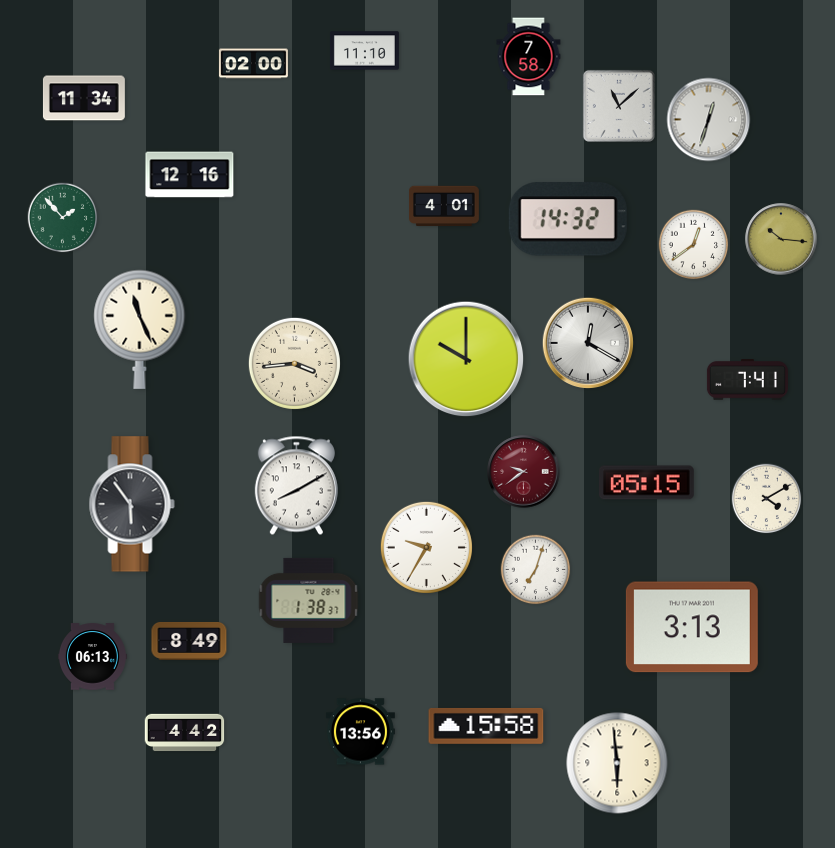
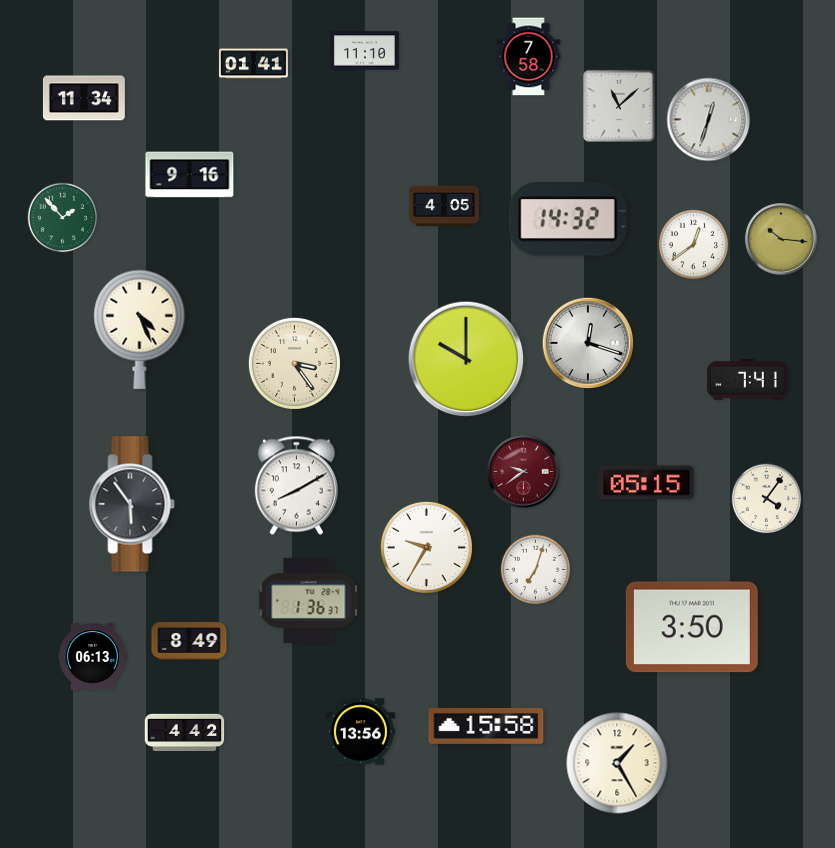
clock at (253, 64): 02:00 -> 01:41
clock at (190, 175): 12:16 -> 9:16
clock at (445, 206): 4:01 -> 4:05
clock at (140, 329): 11:26 -> 4:26
clock at (587, 342): 12:20 -> 12:18
clock at (294, 363): 3:44 -> 3:24
clock at (767, 499): 4:10 -> 4:06
clock at (309, 600): 1:38 -> 1:36
clock at (692, 627): 3:13 -> 3:50
clock at (617, 763): 5:59 -> 1:25
